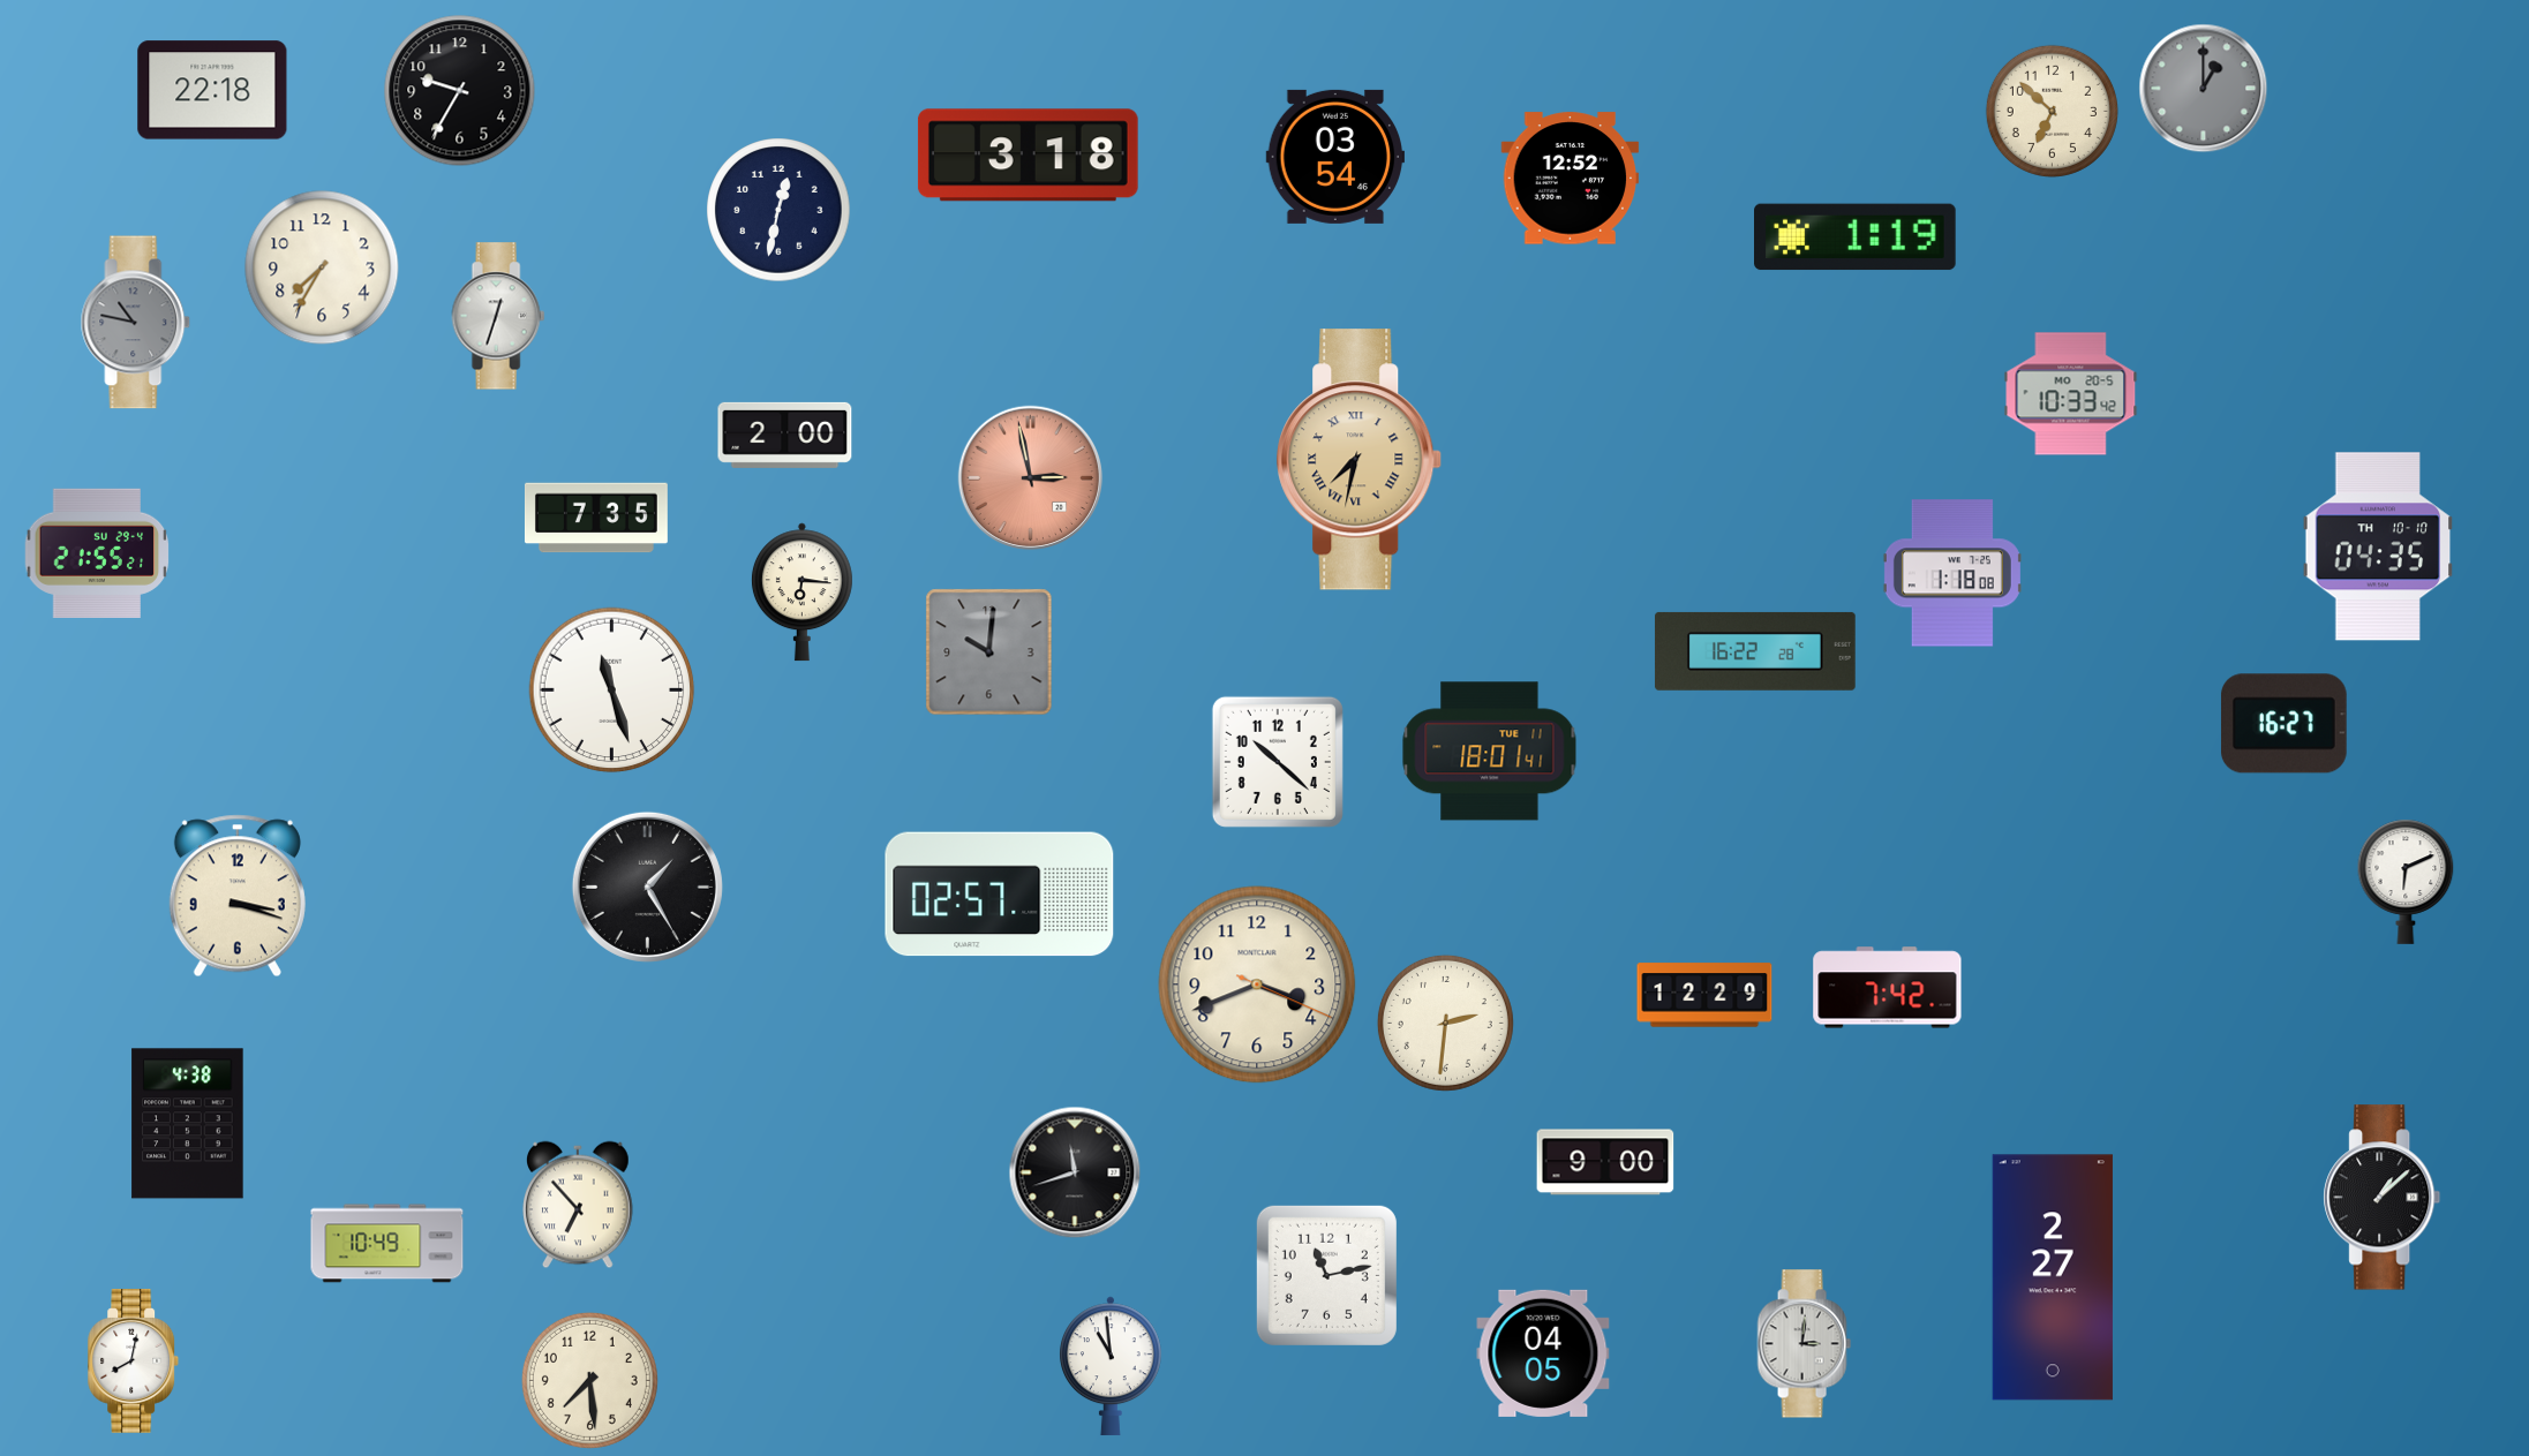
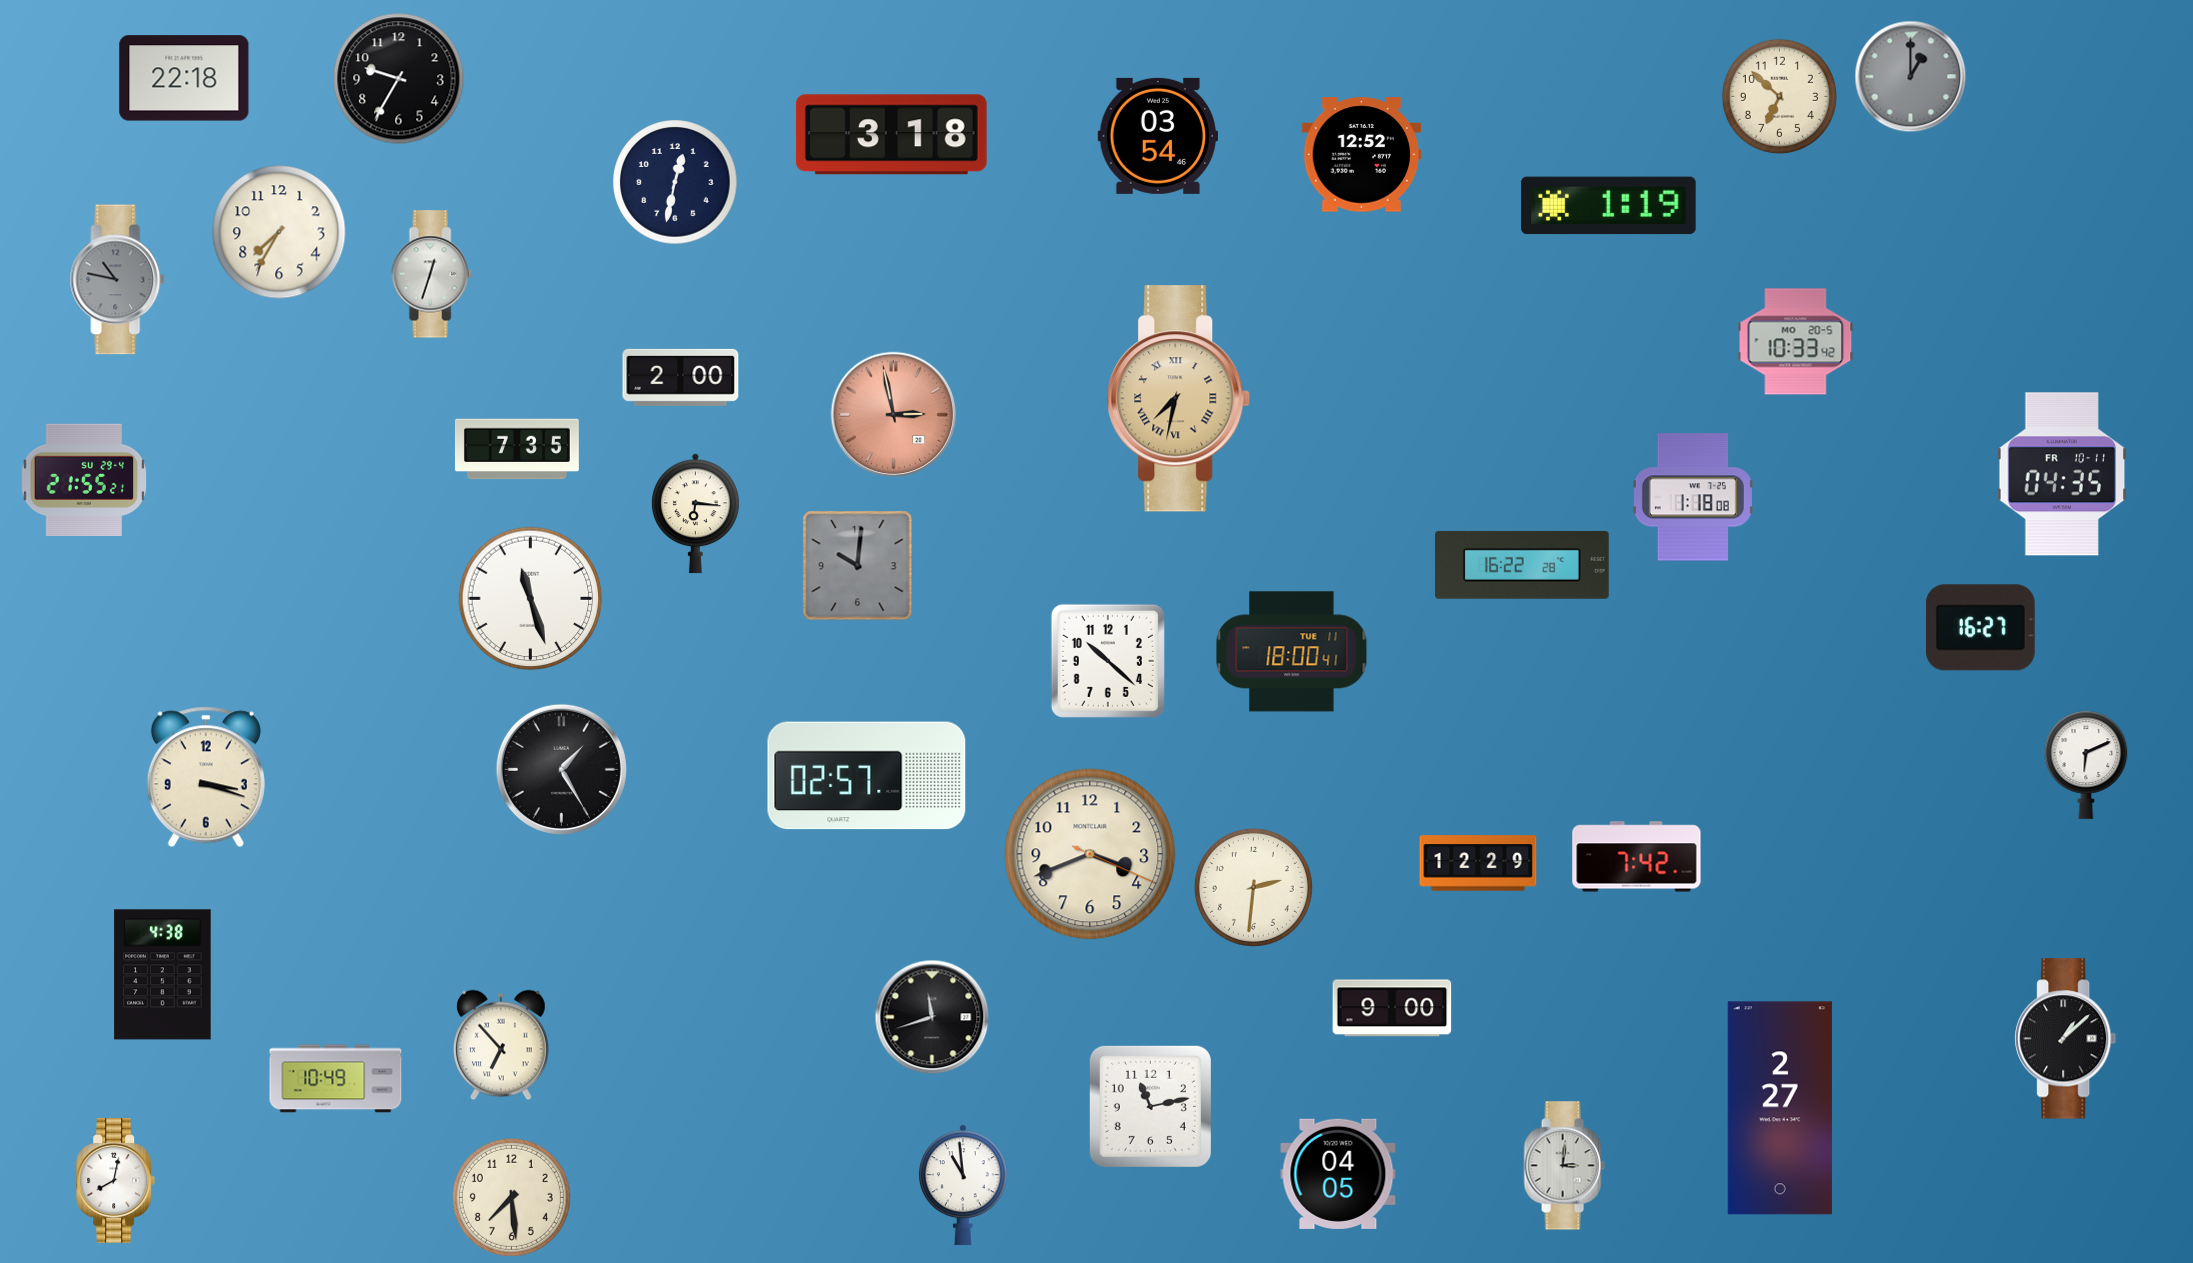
clock at (2378, 546) date: TH 10-10 -> FR 10-11
clock at (1490, 752): 18:01 -> 18:00
